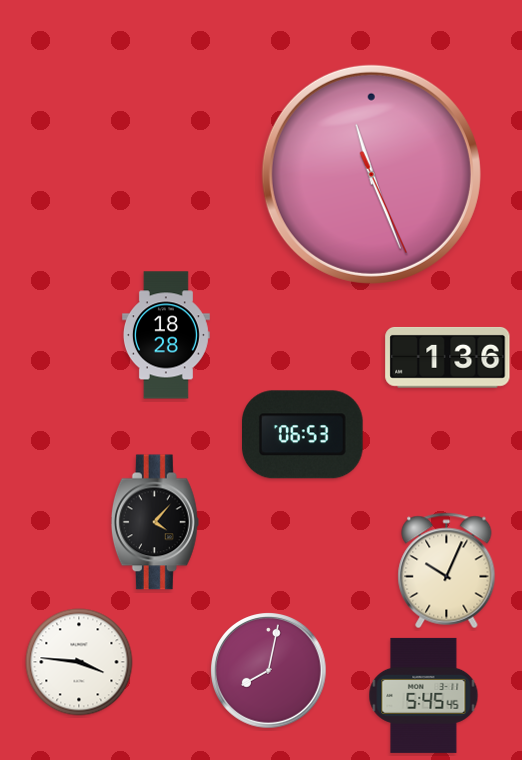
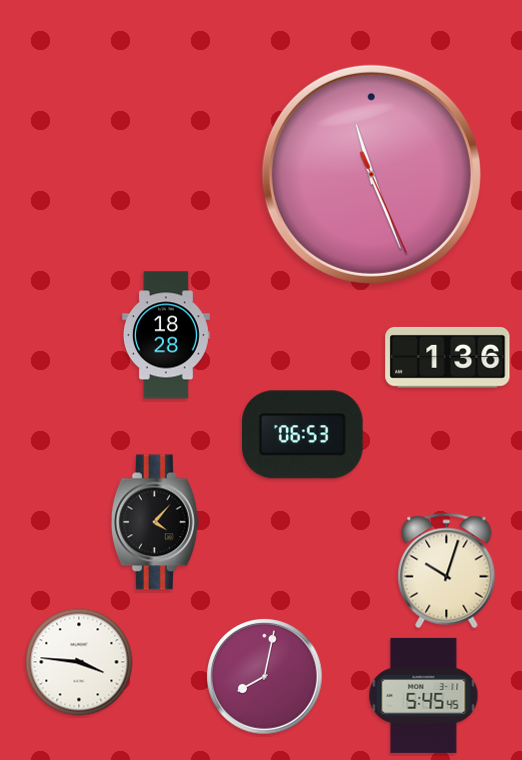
clock at (447, 571): 10:04 -> 10:03
clock at (269, 671) position: (269, 671) -> (265, 677)
